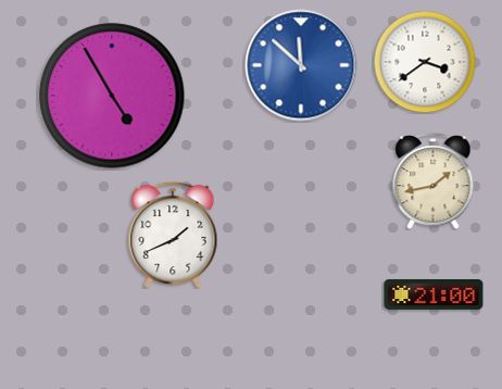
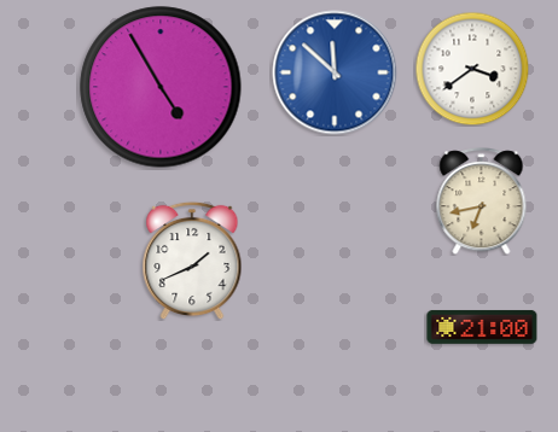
clock at (112, 96) position: (112, 96) -> (161, 87)
clock at (434, 181): 1:43 -> 6:43
